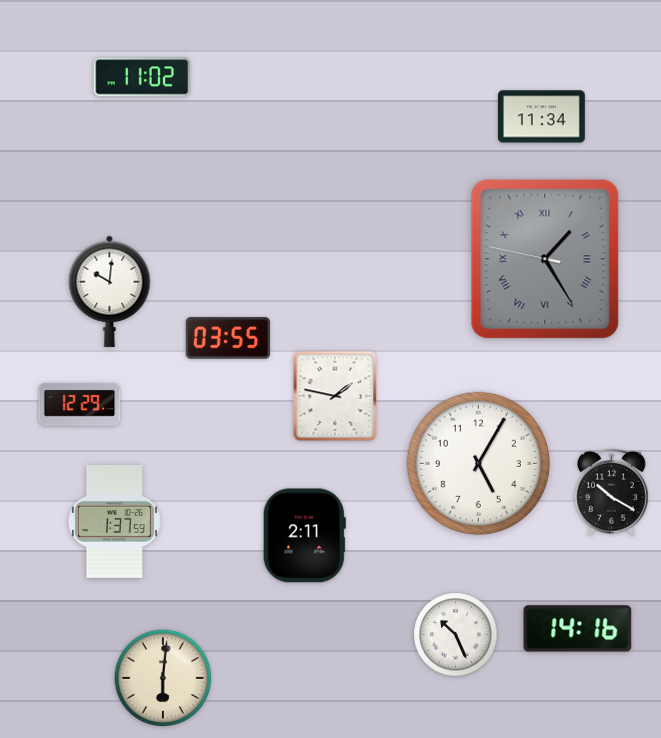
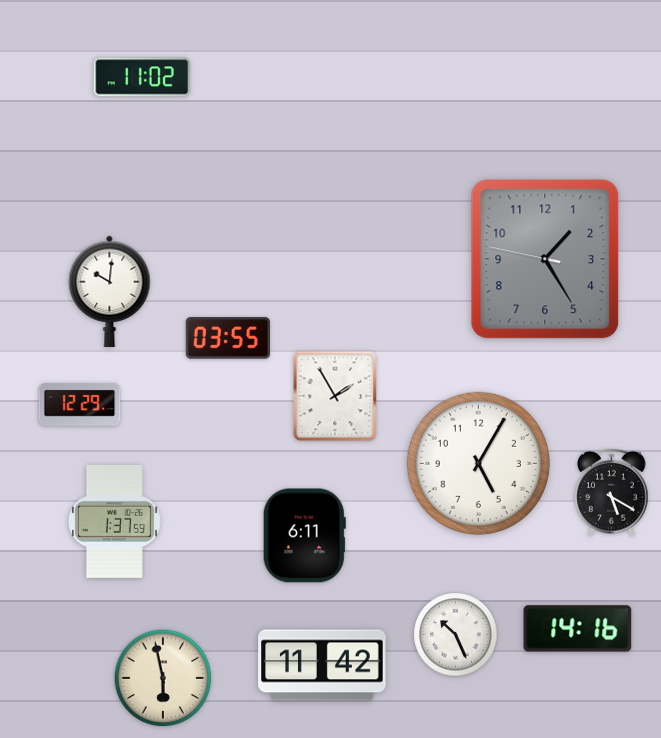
clock at (542, 117): 11:34 -> none
clock at (545, 259) numerals: Roman -> Arabic
clock at (335, 396): 1:47 -> 1:55
clock at (612, 493): 10:20 -> 5:20
clock at (304, 536): 2:11 -> 6:11
clock at (322, 665): none -> 11:42
clock at (163, 678): 6:01 -> 5:58
